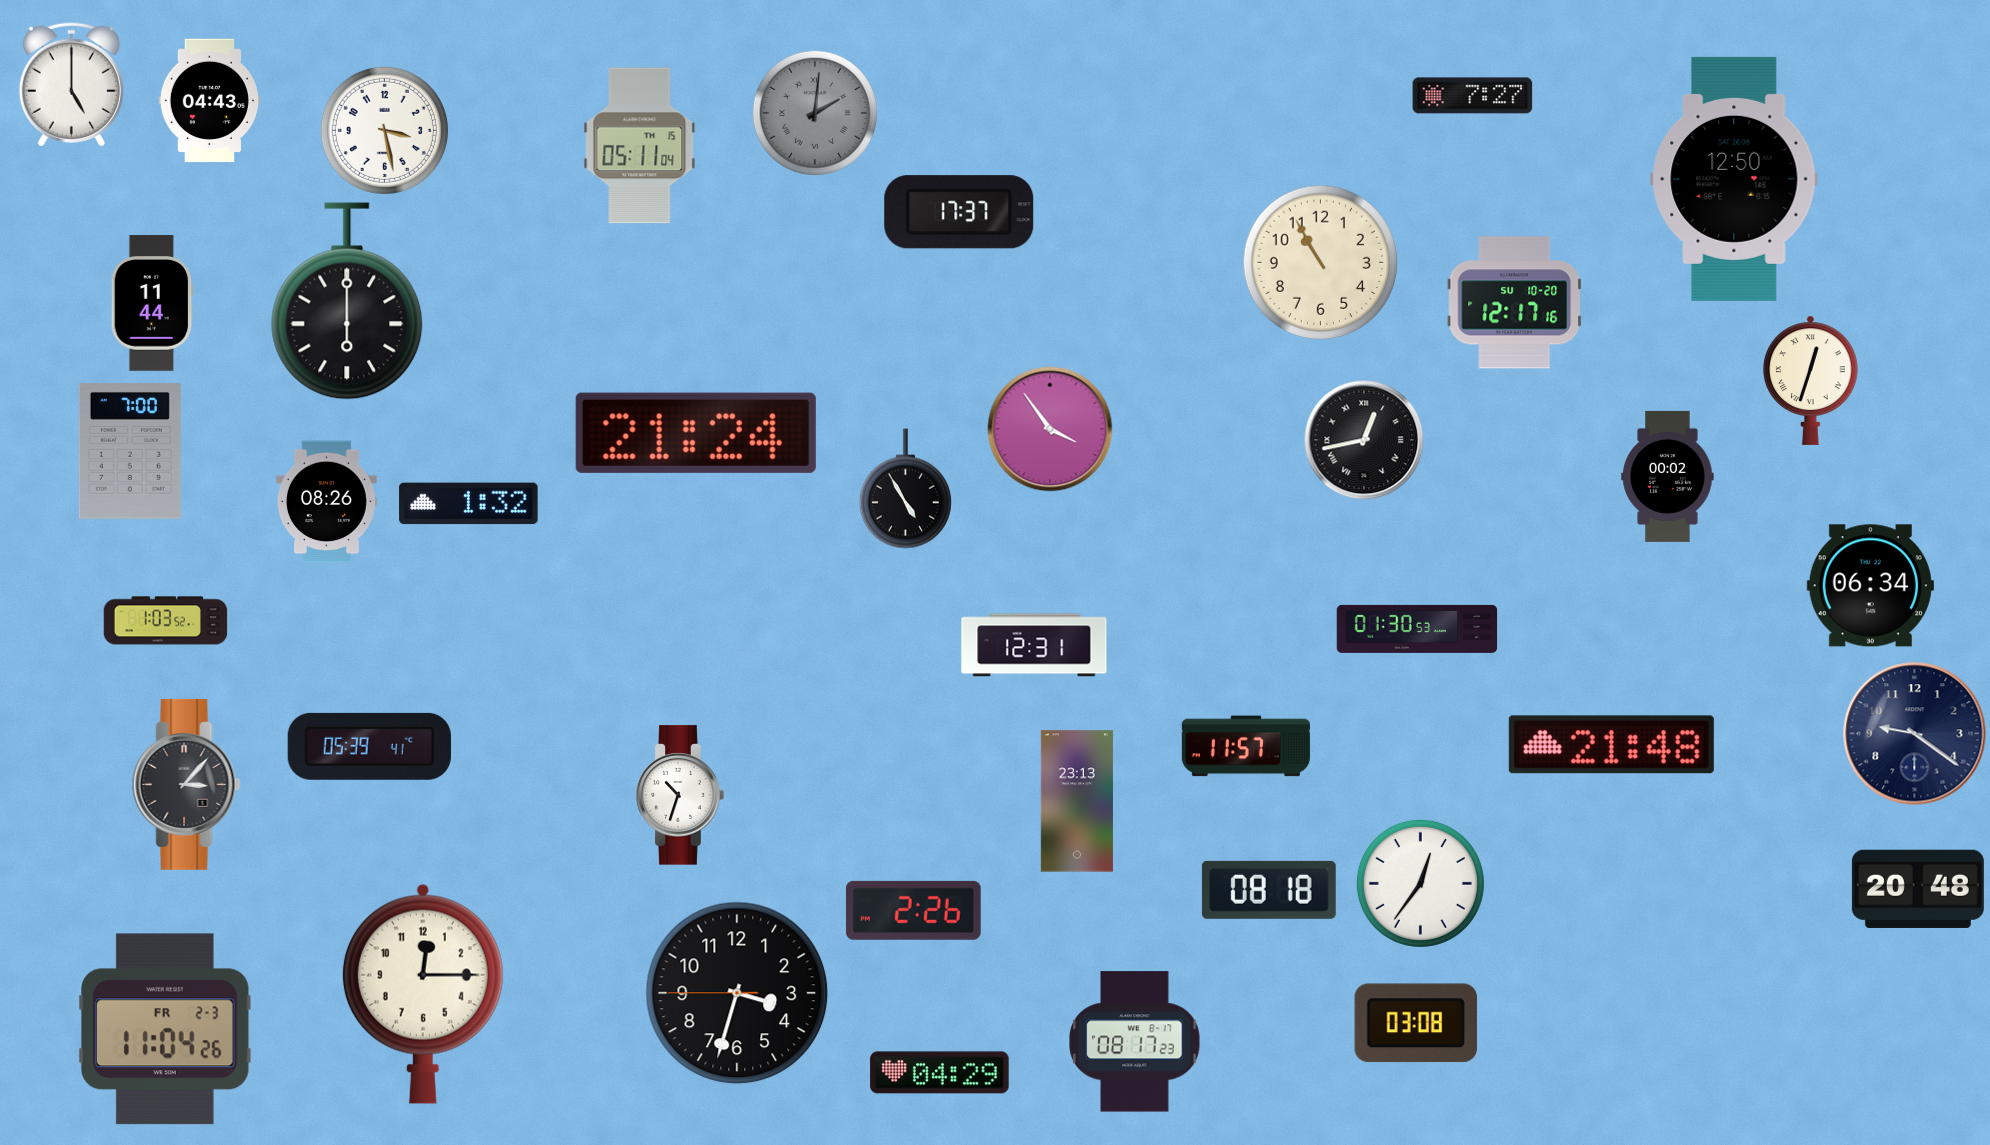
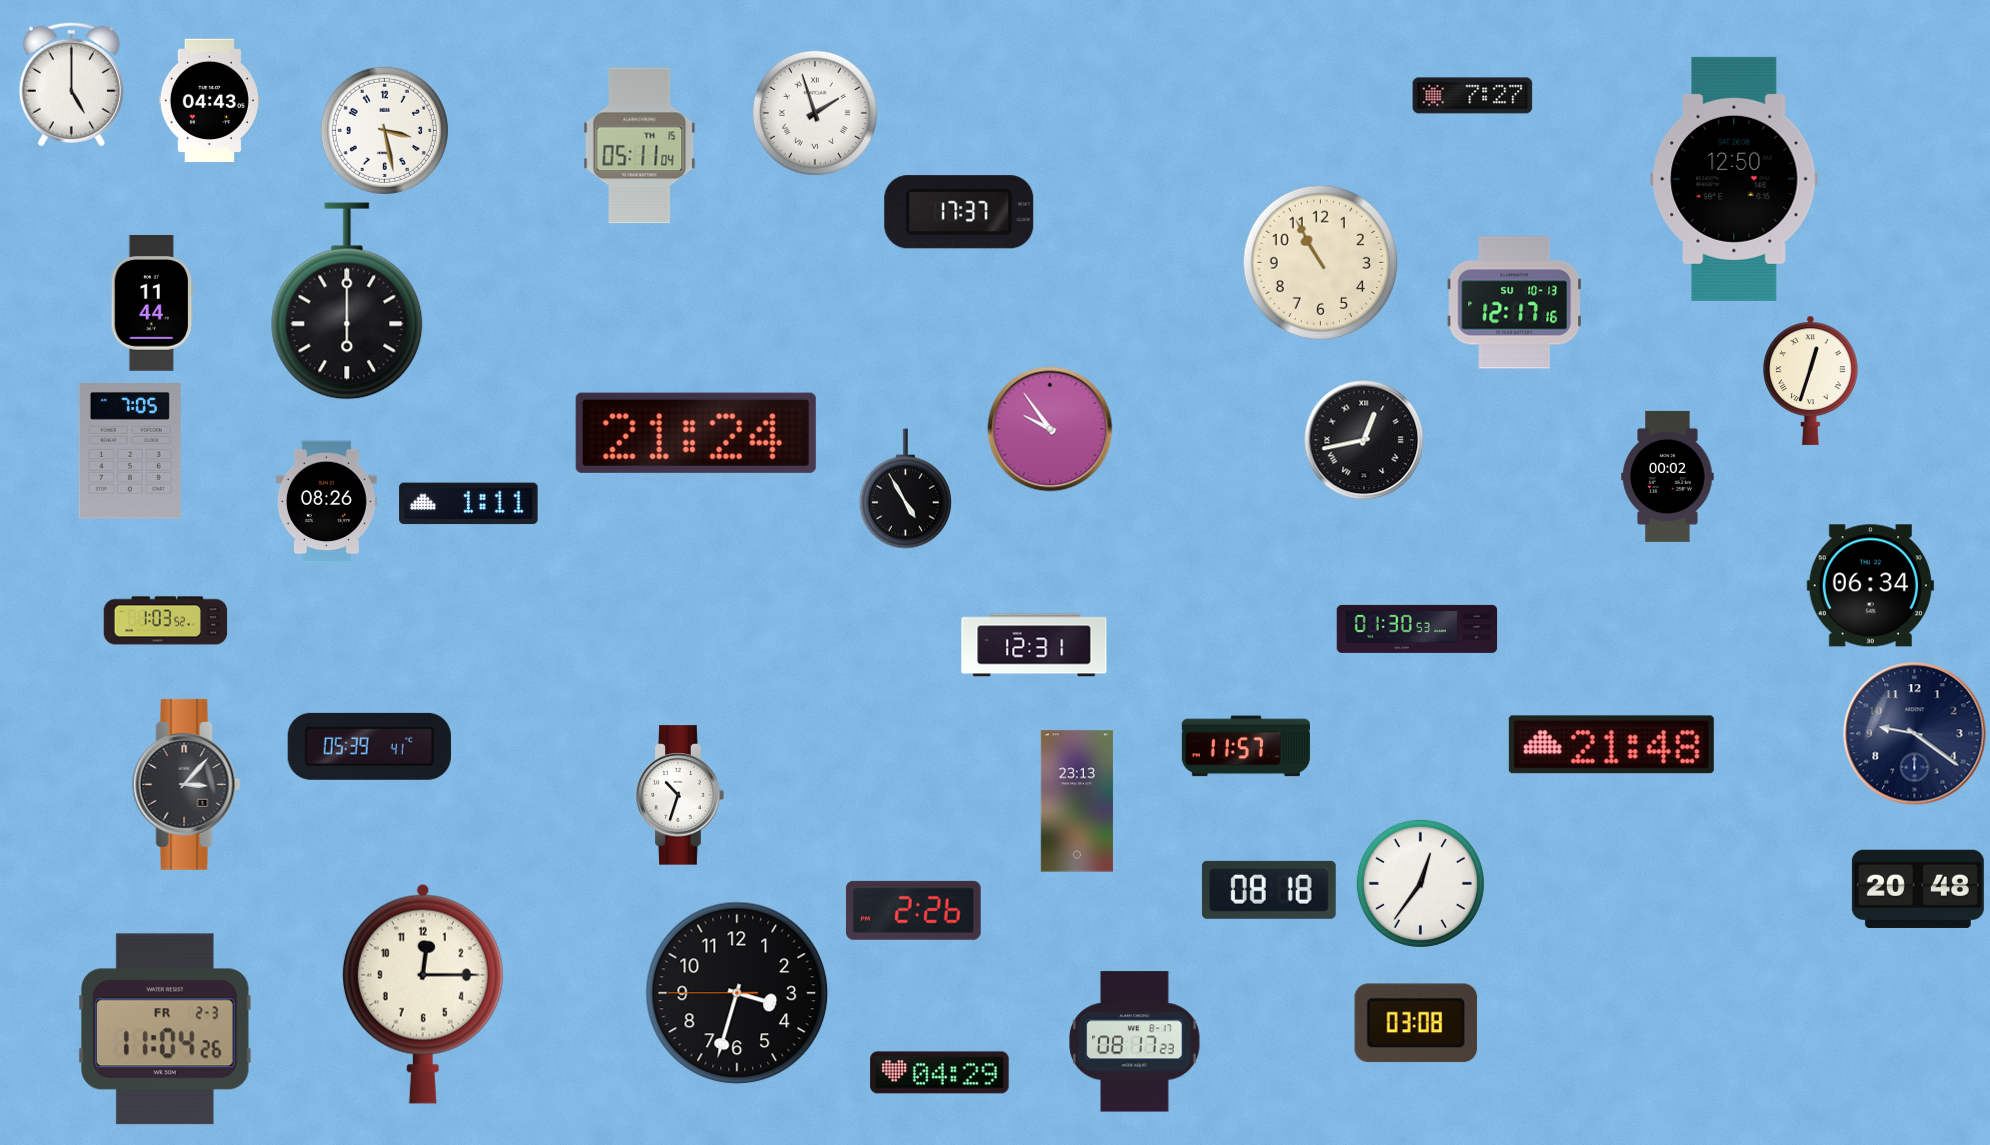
clock at (815, 113): 2:01 -> 1:57
clock at (815, 113) dial: grey -> white
clock at (1515, 303) date: SU 10-20 -> SU 10-13
clock at (1050, 429): 3:54 -> 9:54
clock at (130, 452): 7:00 -> 7:05
clock at (469, 504): 1:32 -> 1:11
